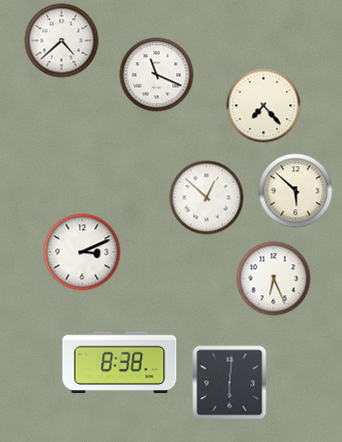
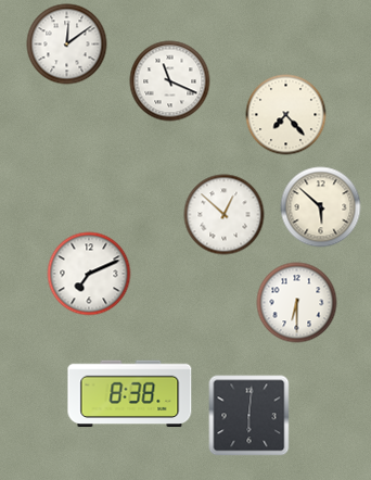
clock at (62, 41): 4:38 -> 12:09
clock at (82, 252): 3:11 -> 7:11
clock at (274, 279): 6:26 -> 6:30
